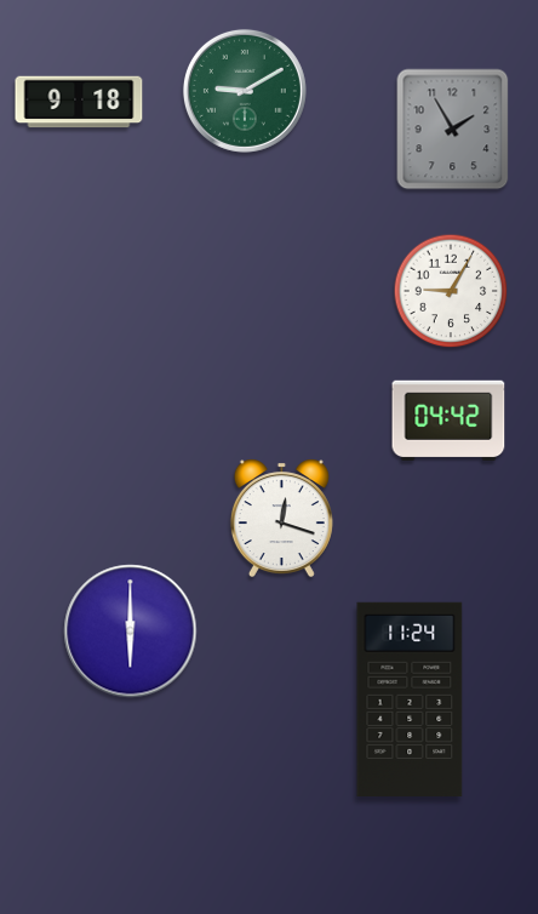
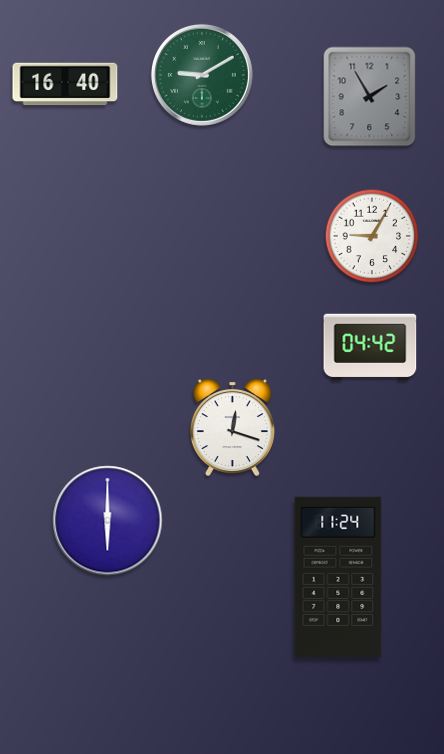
clock at (79, 102): 9:18 -> 16:40
clock at (453, 130) position: (453, 130) -> (370, 97)
clock at (451, 291) position: (451, 291) -> (372, 236)
